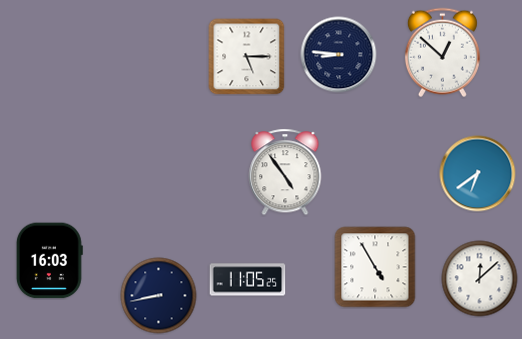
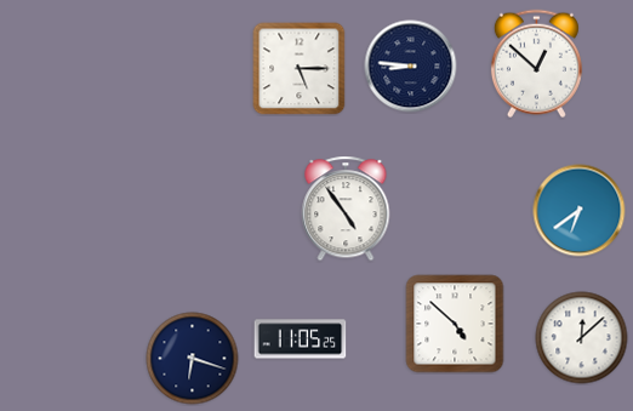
clock at (49, 261): 16:03 -> none
clock at (375, 267): 4:55 -> 4:52
clock at (159, 296): 8:43 -> 6:18
